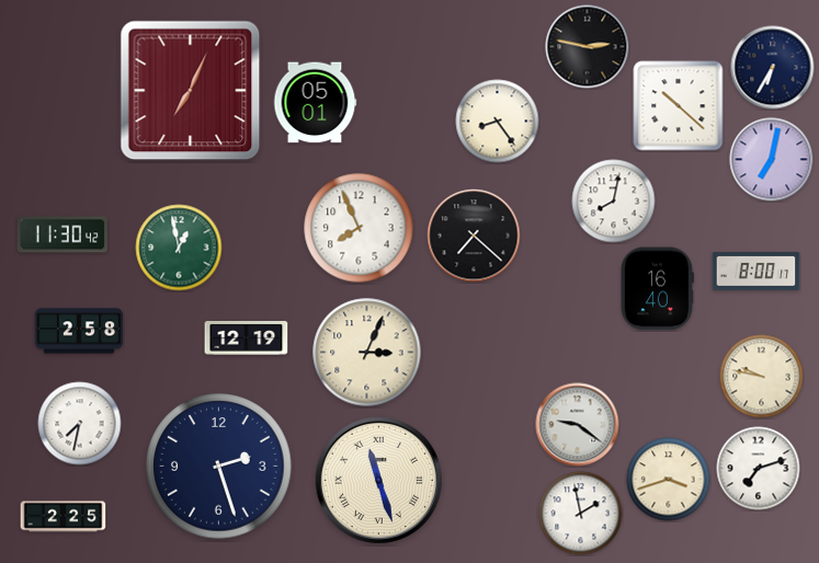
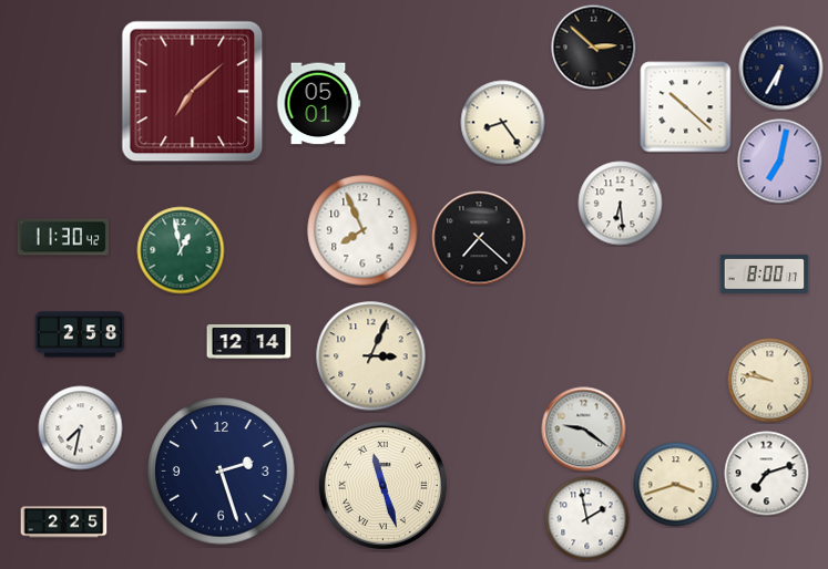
clock at (588, 47): 2:47 -> 2:52
clock at (191, 91): 7:04 -> 7:08
clock at (614, 202): 8:02 -> 6:29
clock at (657, 289): 16:40 -> none
clock at (247, 338): 12:19 -> 12:14
